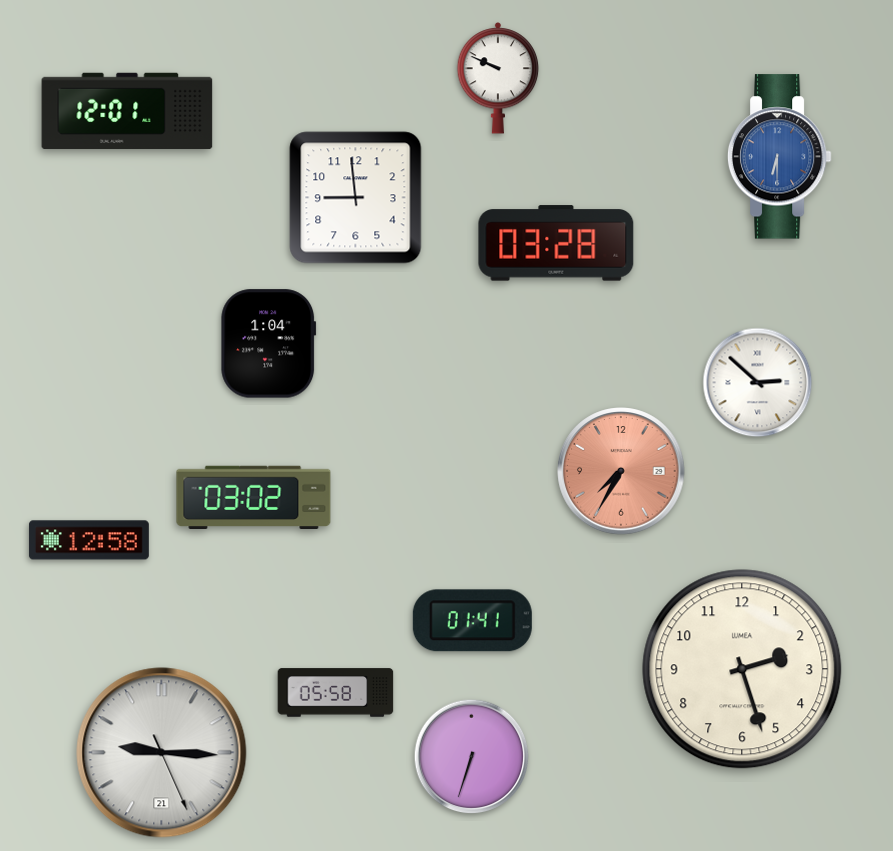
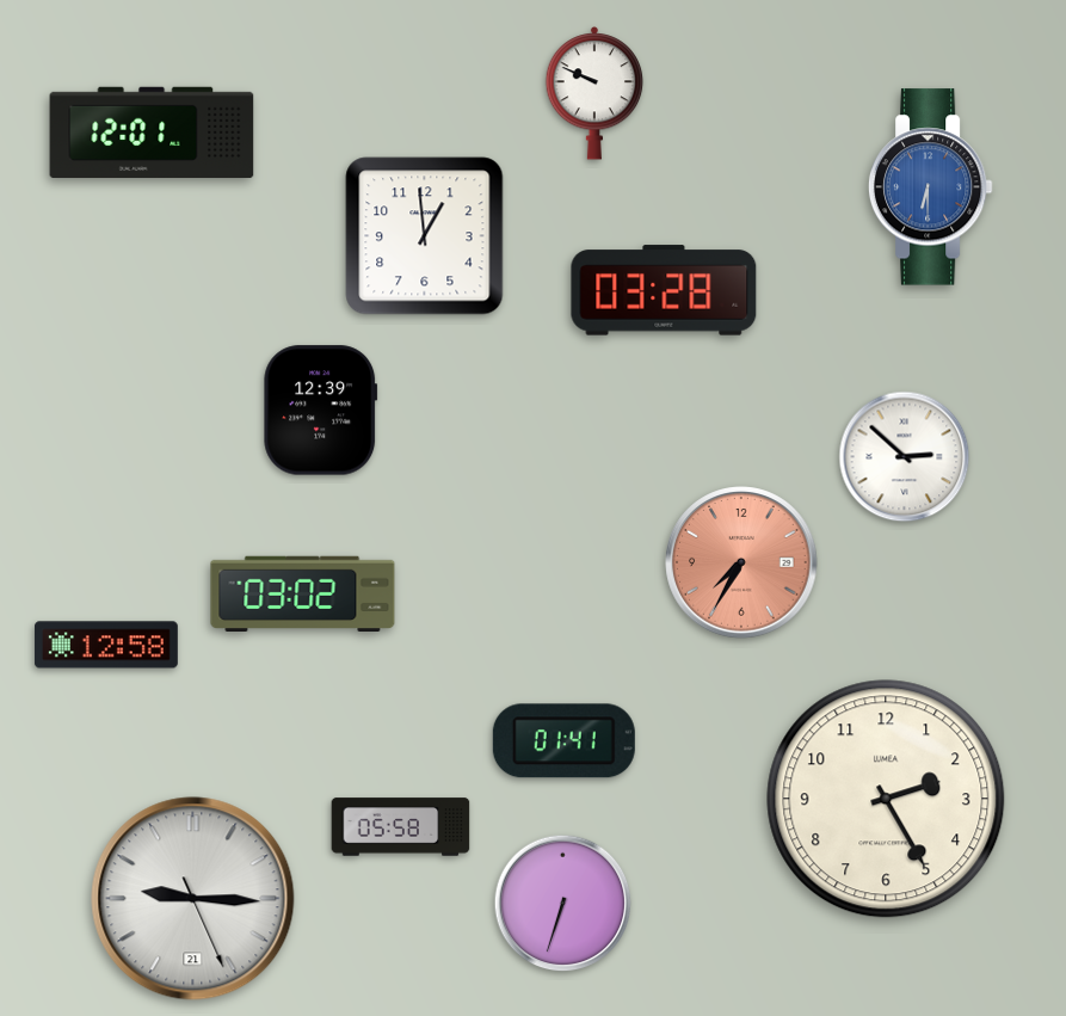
clock at (356, 198): 8:59 -> 12:59
clock at (269, 344): 1:04 -> 12:39
clock at (742, 669): 2:27 -> 2:25
